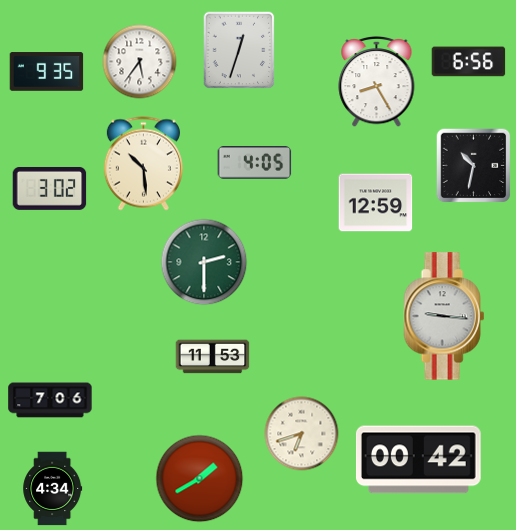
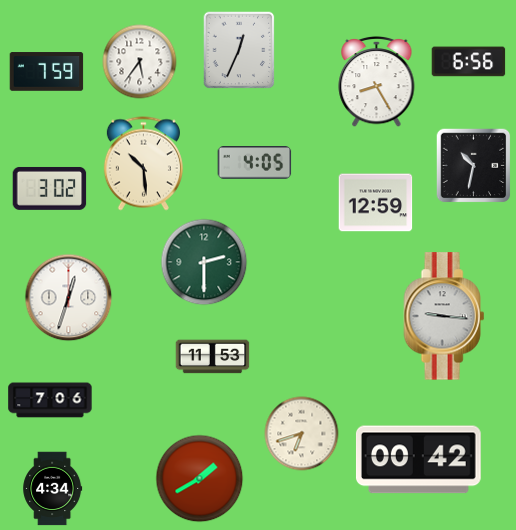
clock at (239, 50): 12:33 -> 12:34
clock at (47, 72): 9:35 -> 7:59
clock at (69, 298): none -> 12:33
